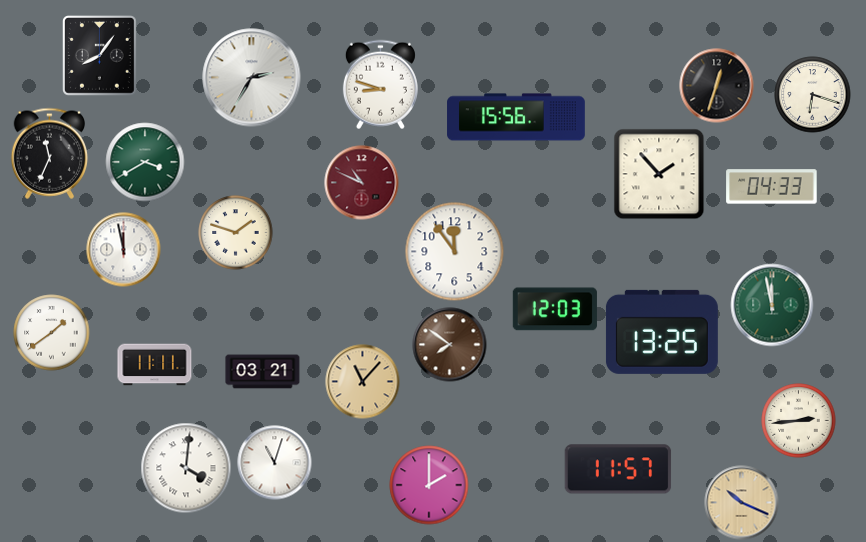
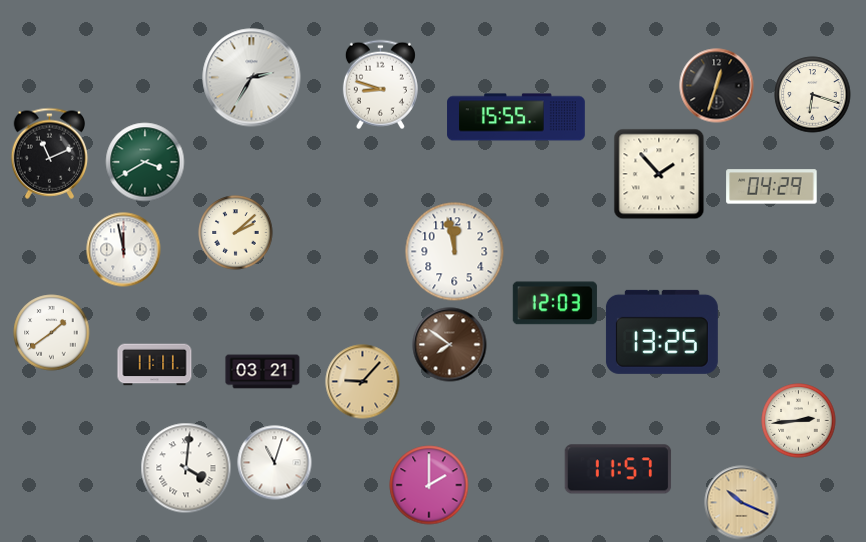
clock at (100, 56): 8:06 -> none
clock at (516, 117): 15:56 -> 15:55
clock at (50, 153): 11:34 -> 11:11
clock at (362, 183): 10:49 -> none
clock at (772, 187): 04:33 -> 04:29
clock at (236, 233): 1:48 -> 2:08
clock at (455, 252): 11:54 -> 11:58
clock at (772, 305): 11:58 -> none
clock at (555, 309) position: (555, 309) -> (555, 303)
clock at (363, 382): 11:07 -> 9:07
